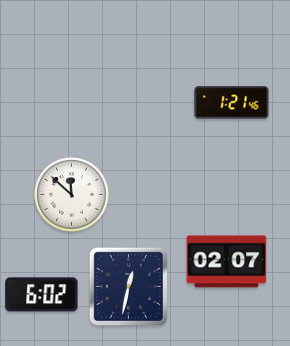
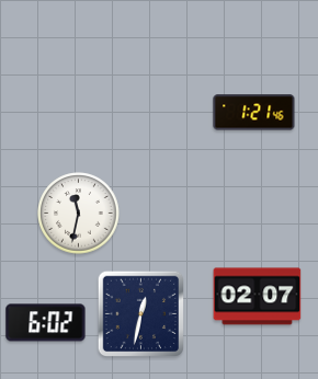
clock at (72, 195): 11:52 -> 11:32
clock at (227, 262) position: (227, 262) -> (258, 297)
